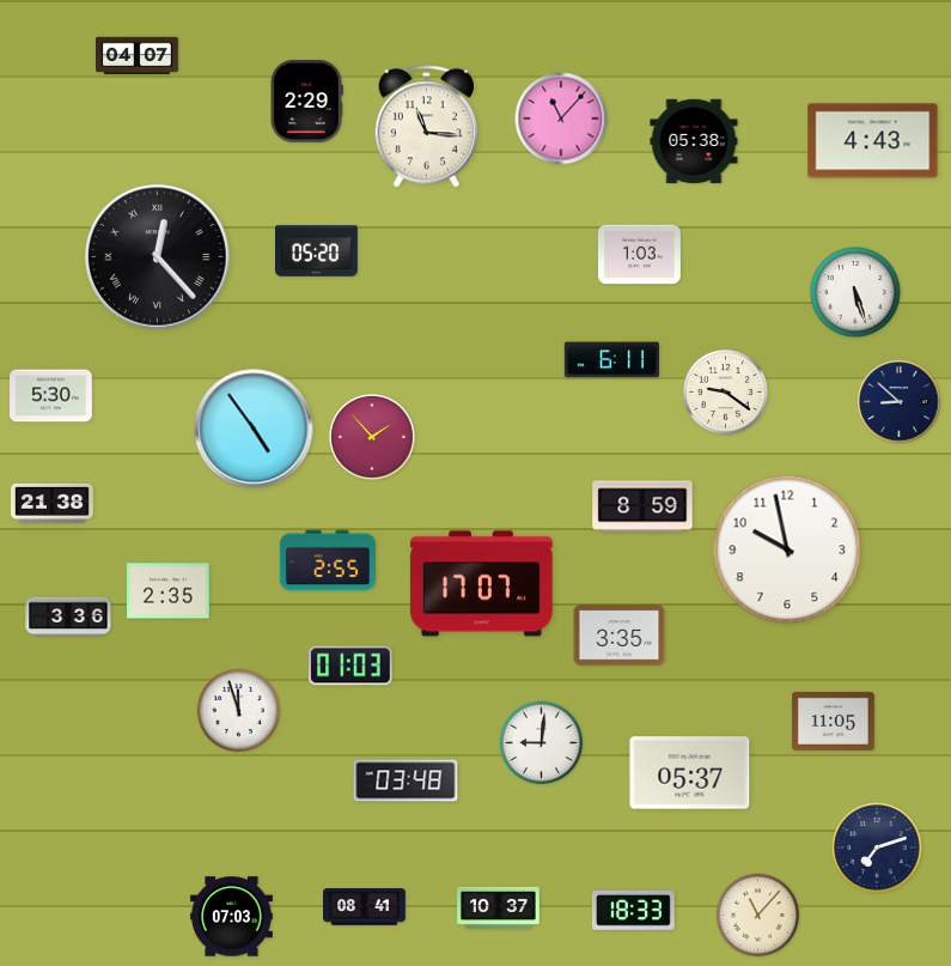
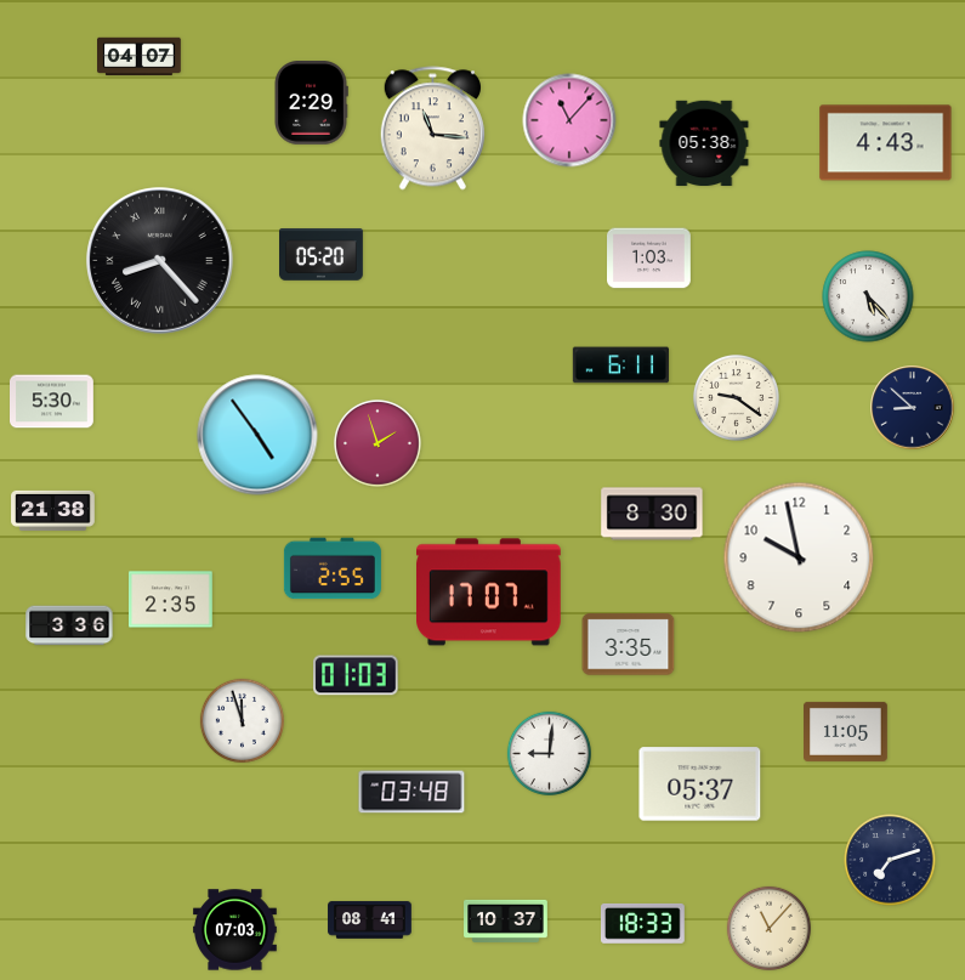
clock at (158, 257): 12:23 -> 8:23
clock at (855, 292): 5:27 -> 5:23
clock at (373, 438): 1:53 -> 1:57
clock at (642, 506): 8:59 -> 8:30
